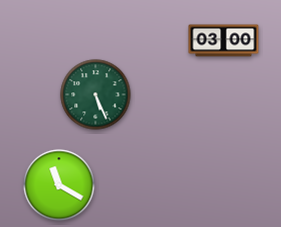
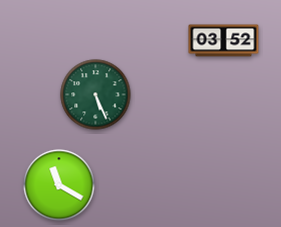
clock at (224, 41): 03:00 -> 03:52
